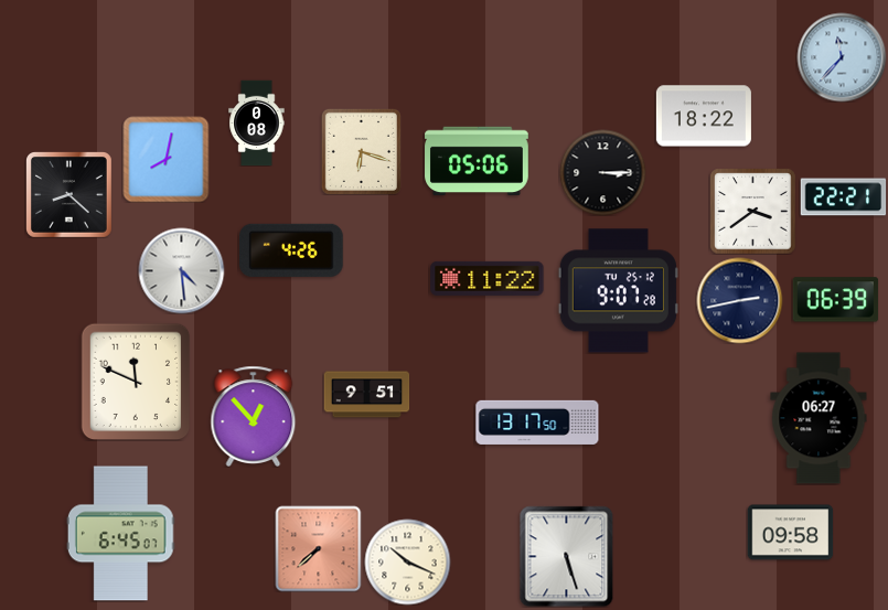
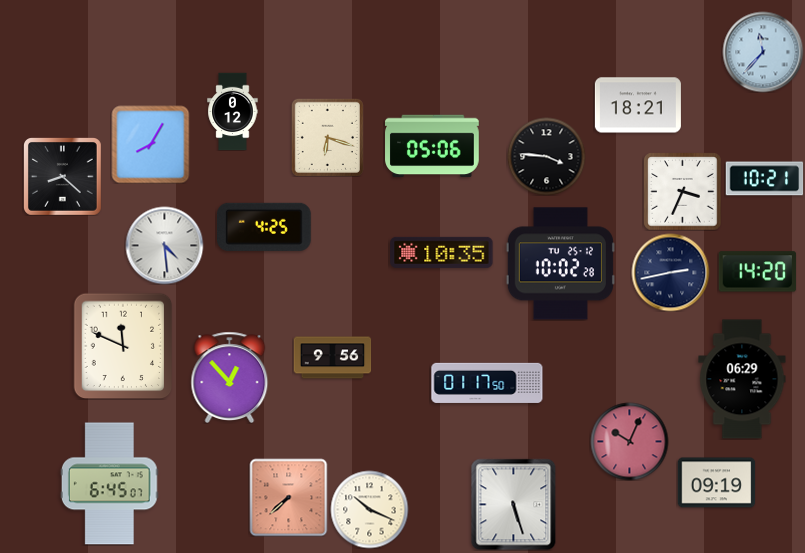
clock at (704, 116): 18:22 -> 18:21
clock at (257, 122): 0:08 -> 0:12
clock at (165, 159): 8:02 -> 8:05
clock at (602, 172): 3:15 -> 3:46
clock at (843, 197): 22:21 -> 10:21
clock at (752, 211): 3:39 -> 3:34
clock at (292, 250): 4:26 -> 4:25
clock at (488, 278): 11:22 -> 10:35
clock at (618, 291): 9:07 -> 10:02
clock at (835, 300): 06:39 -> 14:20
clock at (366, 395): 9:51 -> 9:56
clock at (819, 418): 06:27 -> 06:29
clock at (537, 422): 13:17 -> 01:17
clock at (629, 441): none -> 10:04
clock at (790, 533): 09:58 -> 09:19
